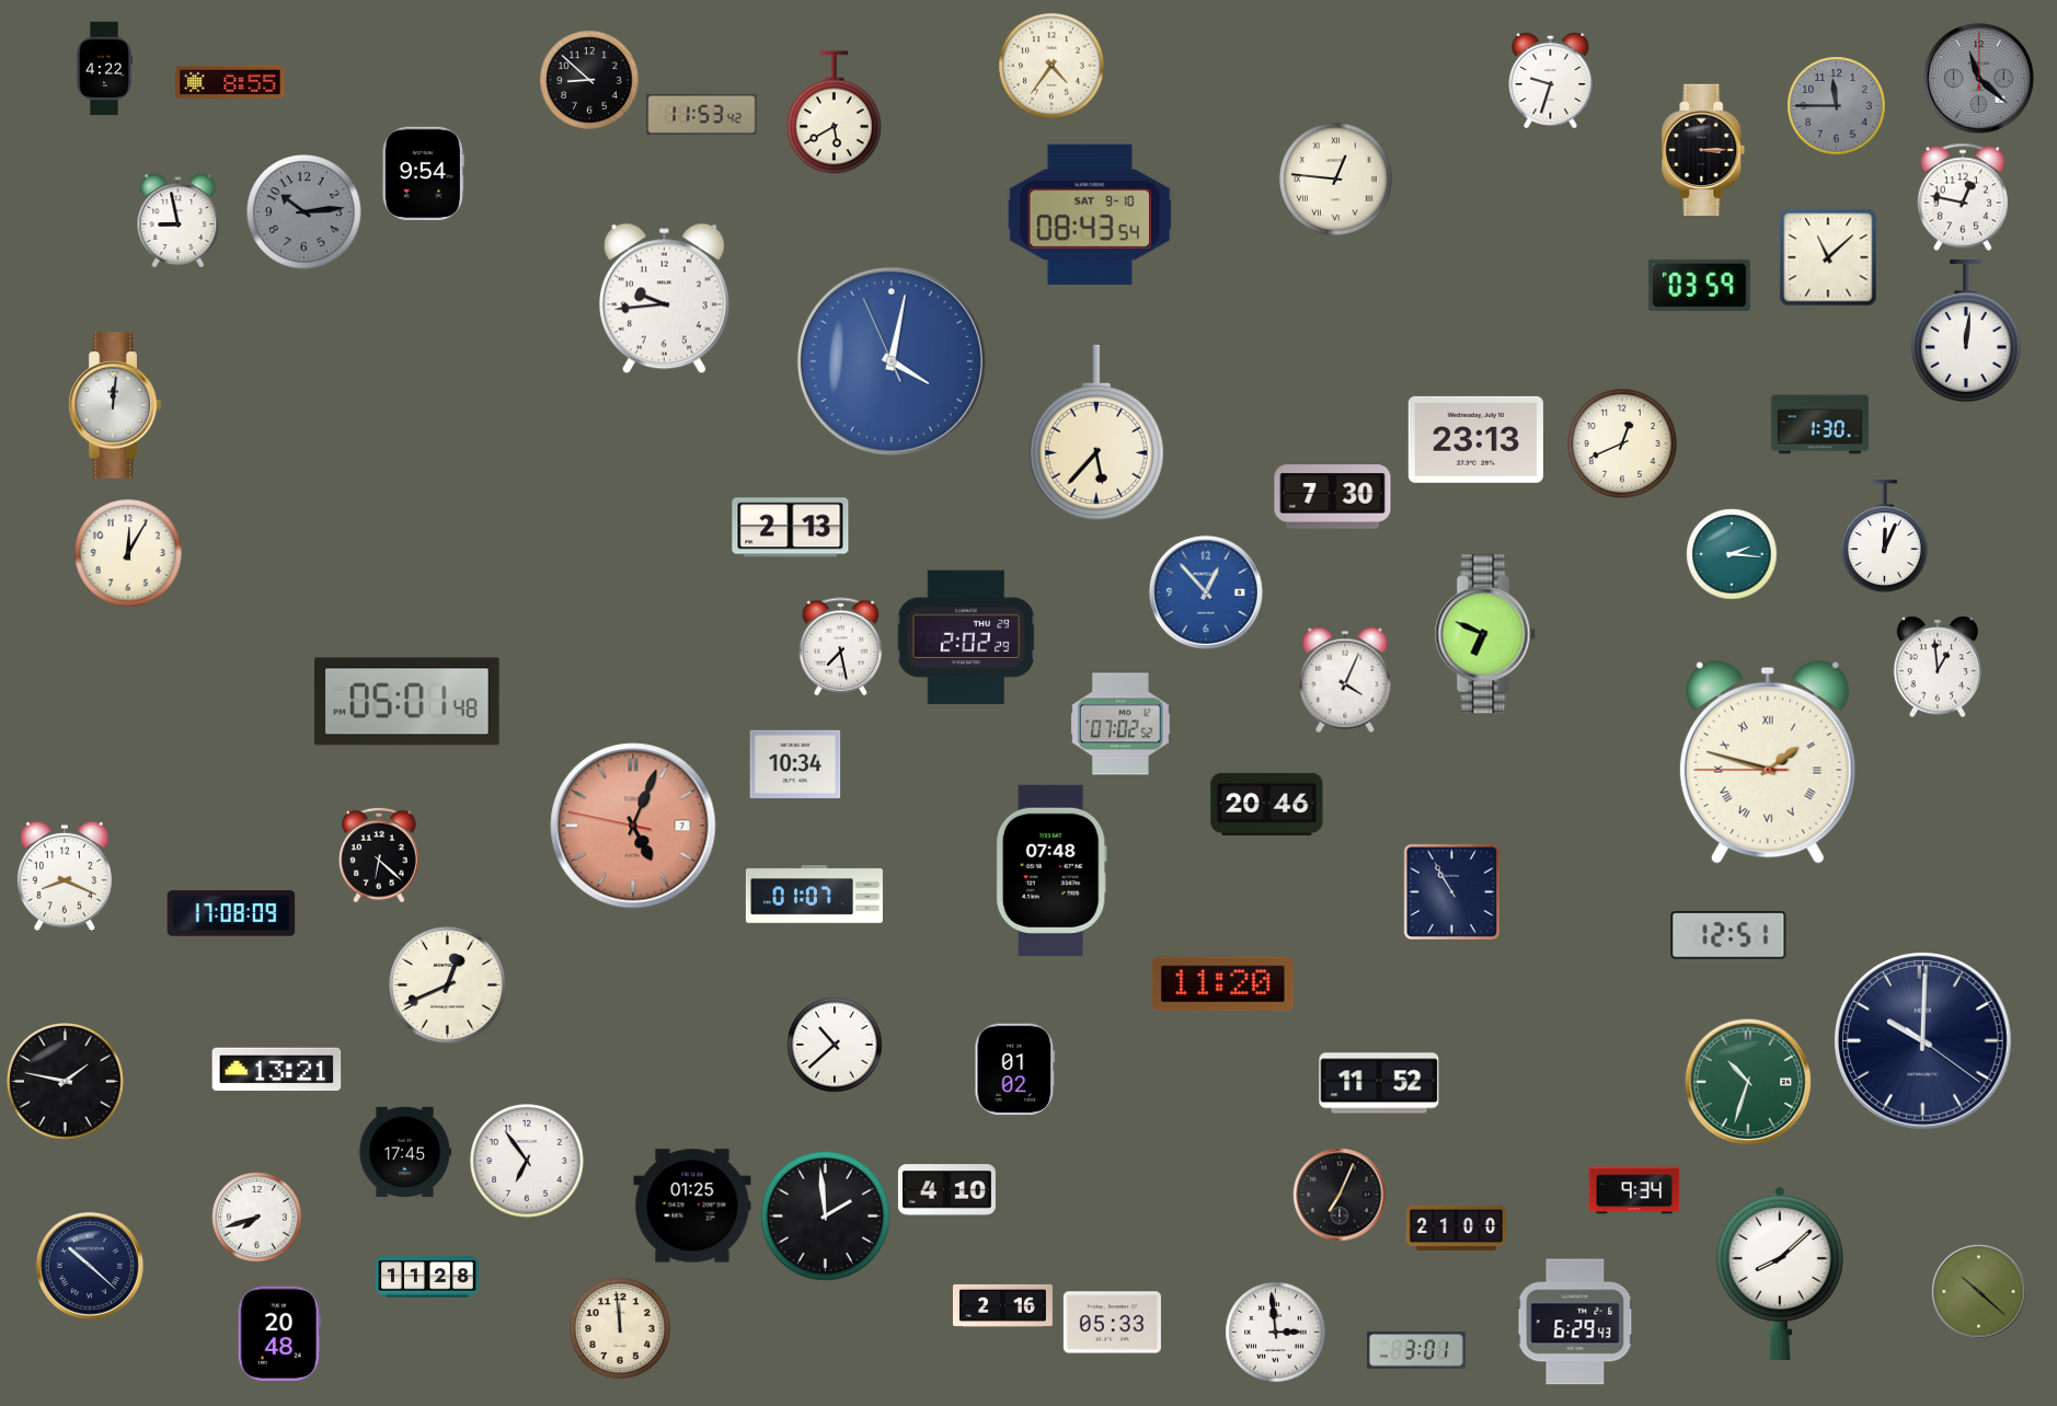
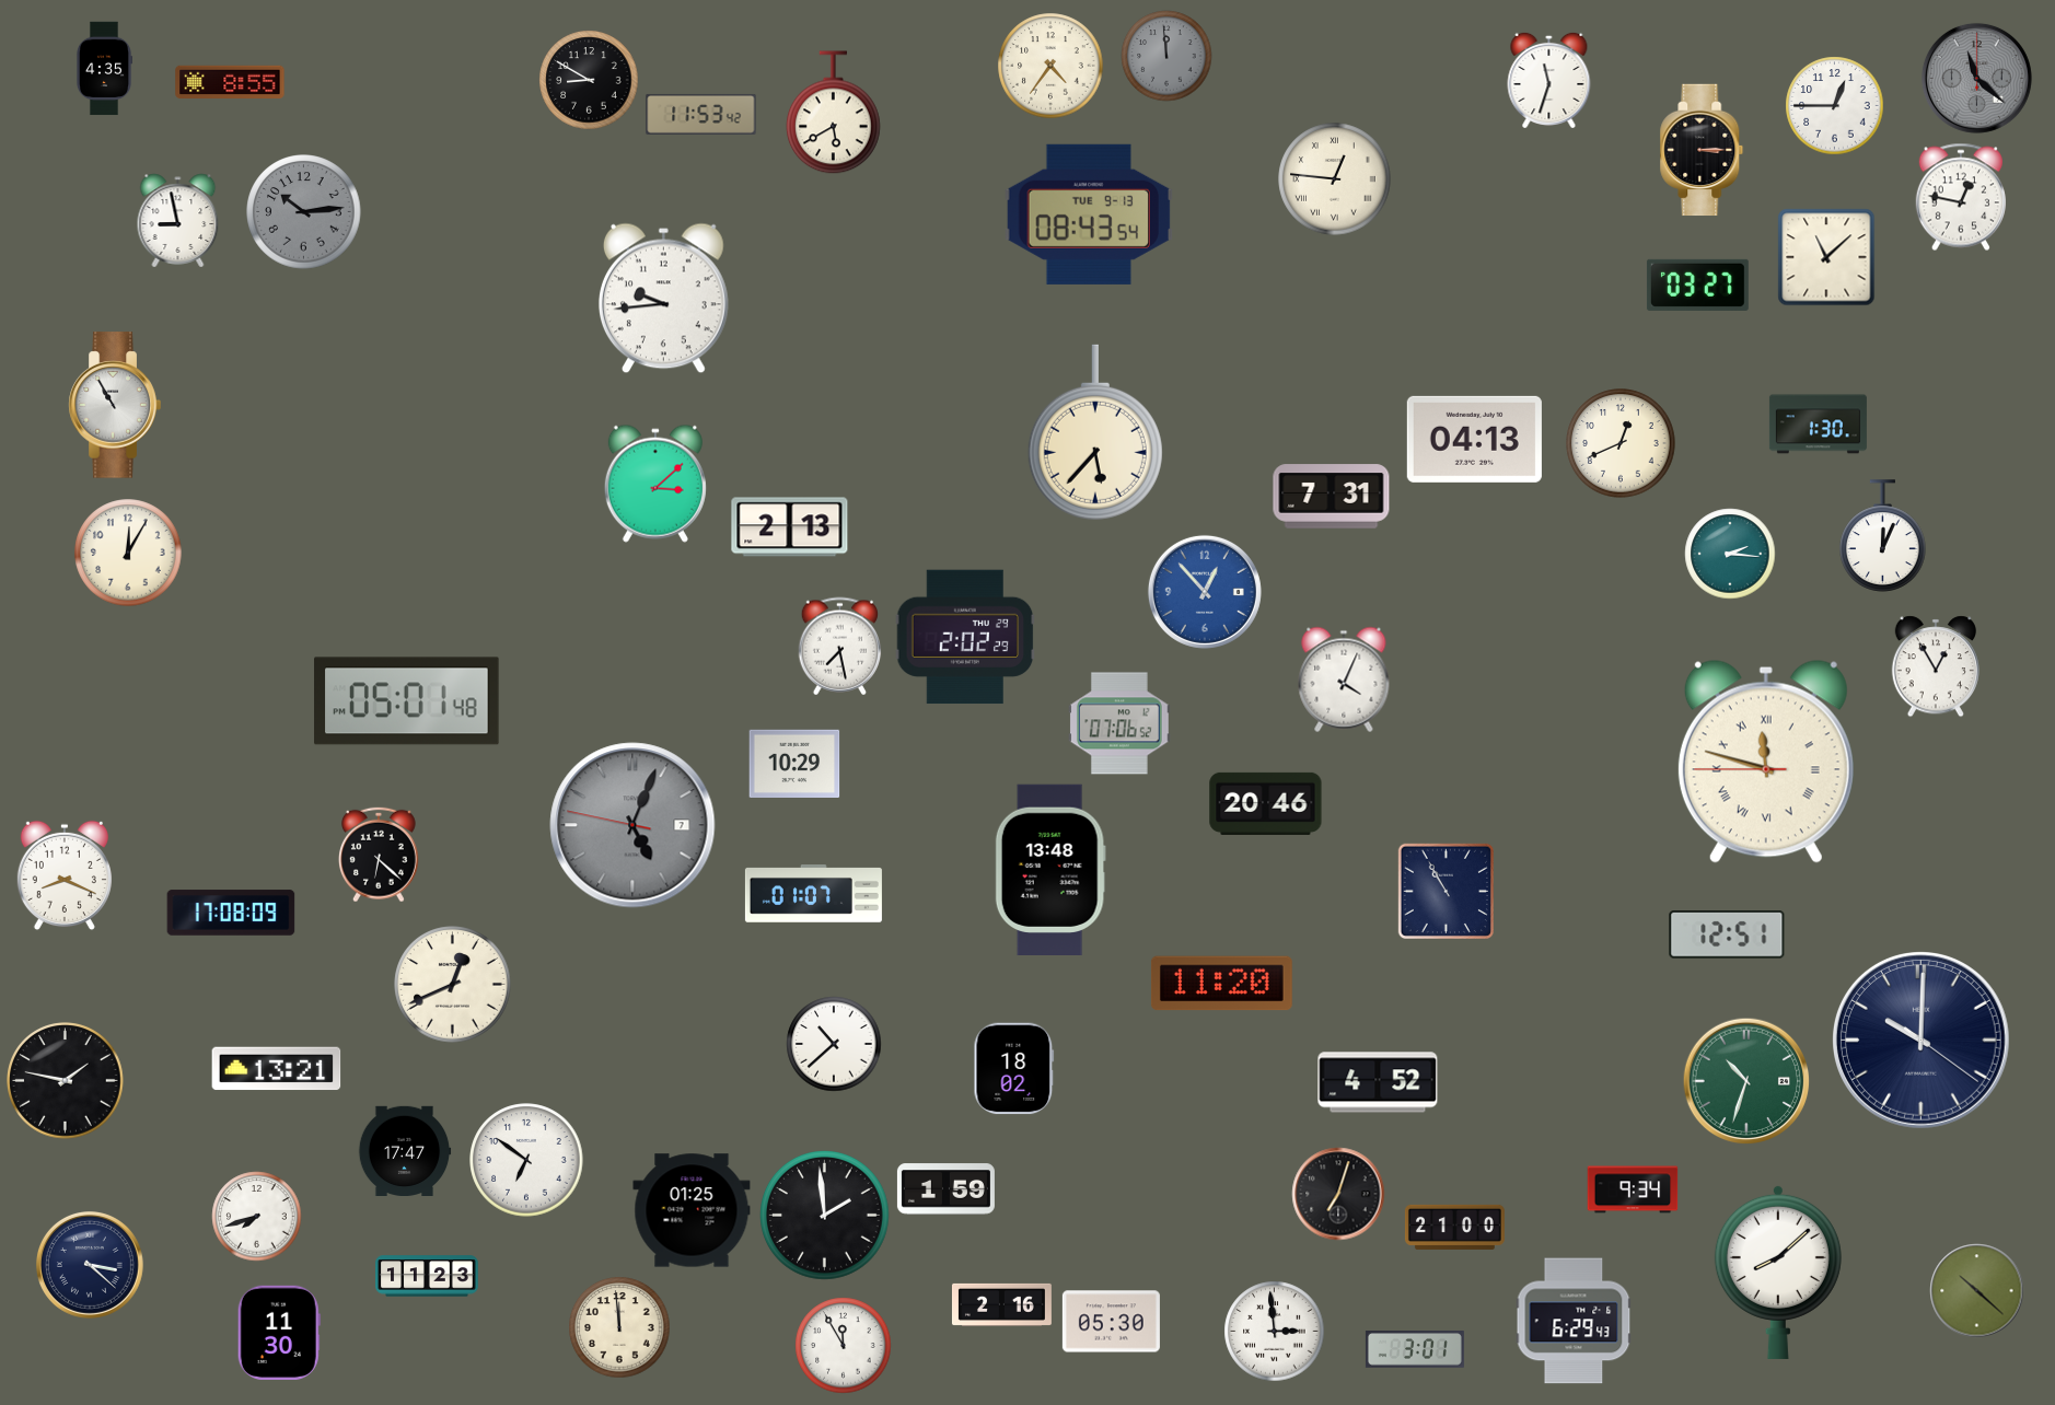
clock at (1166, 56): none -> 11:59
clock at (103, 69): 4:22 -> 4:35
clock at (589, 80): 8:52 -> 8:50
clock at (1551, 80): 9:33 -> 11:33
clock at (1837, 106): 11:45 -> 12:45
clock at (1837, 106) dial: grey -> white
clock at (423, 174): 9:54 -> none
clock at (1089, 215) date: SAT 9-10 -> TUE 9-13
clock at (1699, 285): 03:59 -> 03:27
clock at (1966, 332): 12:01 -> none
clock at (892, 361): 4:01 -> none
clock at (115, 405): 12:01 -> 10:55
clock at (1475, 439): 23:13 -> 04:13
clock at (655, 484): none -> 3:08
clock at (1333, 497): 7:30 -> 7:31
clock at (1485, 634): 6:49 -> none
clock at (1937, 667): 12:59 -> 12:55
clock at (1122, 724): 07:02 -> 07:06
clock at (1768, 762): 1:47 -> 11:47
clock at (795, 763): 10:34 -> 10:29
clock at (633, 826) dial: salmon -> grey
clock at (1052, 869): 07:48 -> 13:48
clock at (1451, 891) position: (1451, 891) -> (1446, 891)
clock at (448, 986) position: (448, 986) -> (453, 985)
clock at (1015, 1070): 01:02 -> 18:02
clock at (1379, 1083): 11:52 -> 4:52
clock at (405, 1151): 17:45 -> 17:47
clock at (527, 1161): 6:54 -> 6:51
clock at (946, 1190): 4:10 -> 1:59
clock at (1340, 1195): 7:04 -> 7:03
clock at (692, 1206) position: (692, 1206) -> (692, 1210)
clock at (90, 1266): 10:22 -> 3:22
clock at (427, 1277): 11:28 -> 11:23
clock at (1112, 1323): 05:33 -> 05:30
clock at (279, 1334): 20:48 -> 11:30
clock at (844, 1346): none -> 11:55
